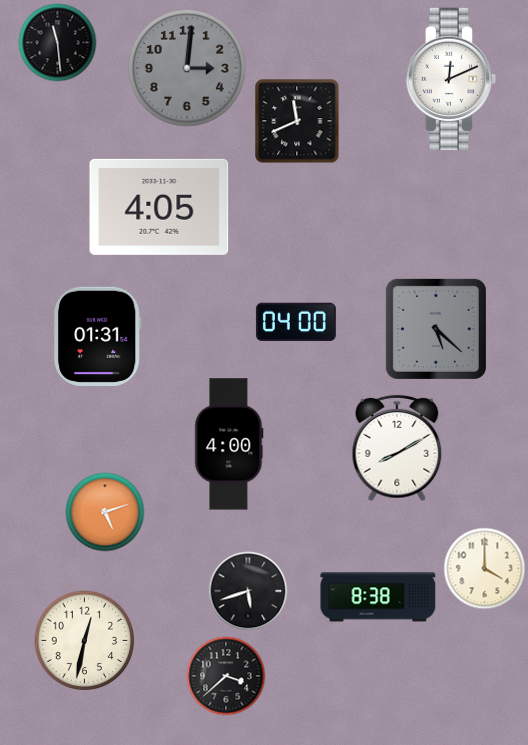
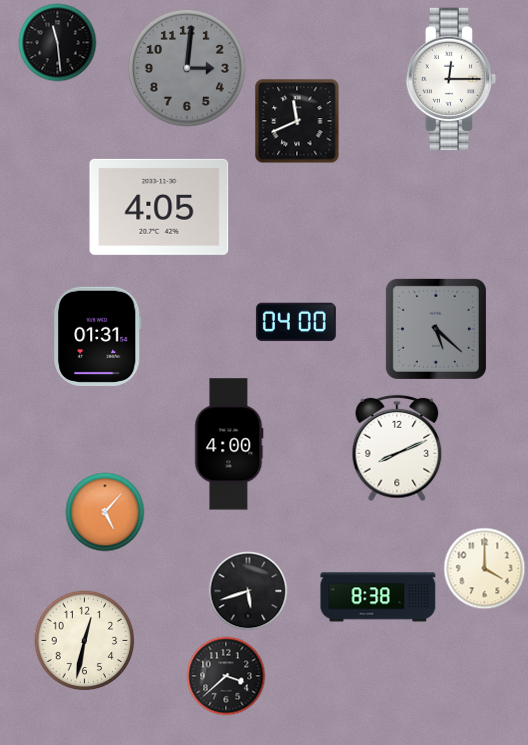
clock at (451, 79): 12:11 -> 12:15
clock at (397, 448): 8:10 -> 8:11
clock at (105, 512): 5:12 -> 5:07
